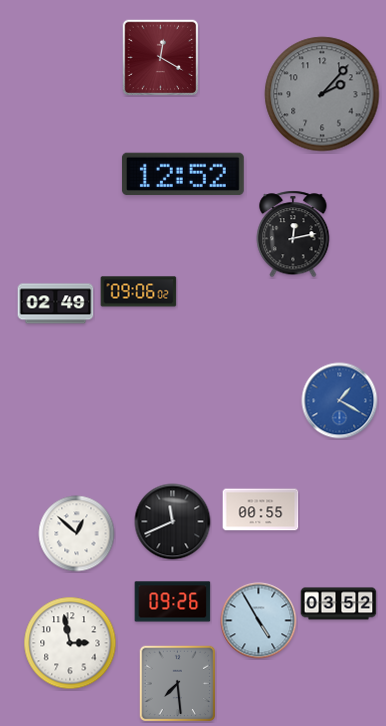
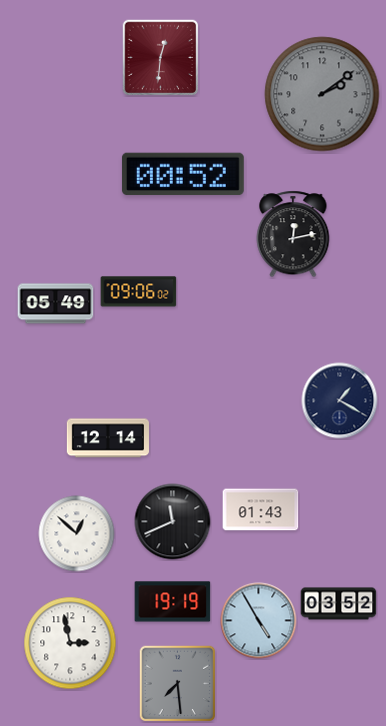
clock at (160, 57): 12:20 -> 12:31
clock at (322, 94): 2:07 -> 2:09
clock at (183, 174): 12:52 -> 00:52
clock at (56, 304): 02:49 -> 05:49
clock at (340, 401) dial: blue -> navy
clock at (108, 438): none -> 12:14
clock at (261, 510): 00:55 -> 01:43
clock at (173, 602): 09:26 -> 19:19
